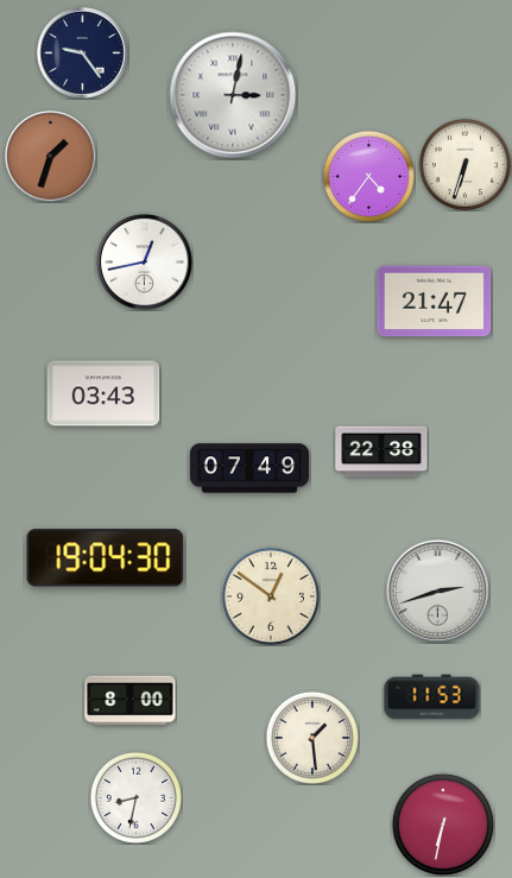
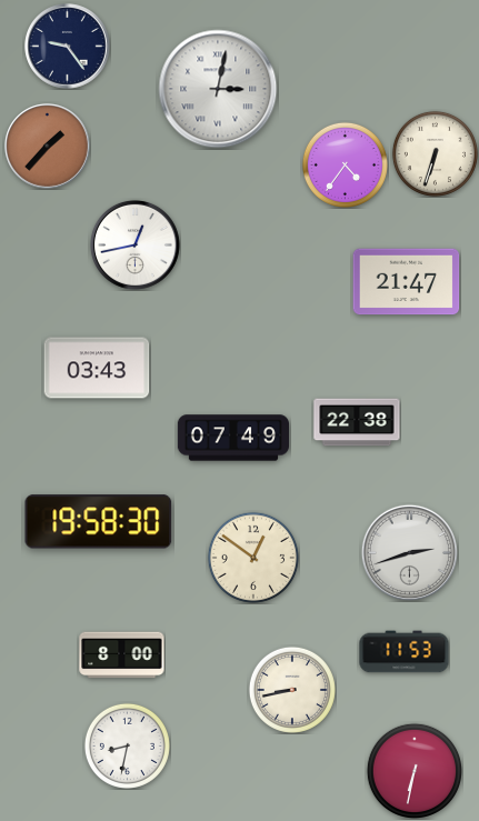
clock at (83, 53) position: (83, 53) -> (68, 47)
clock at (51, 157): 1:33 -> 1:37
clock at (106, 558): 19:04 -> 19:58
clock at (312, 738): 1:29 -> 8:43
